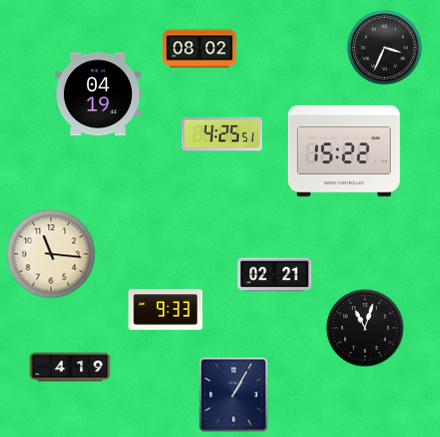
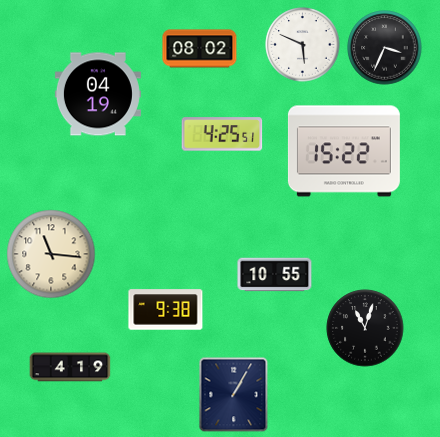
clock at (303, 45): none -> 5:49
clock at (275, 275): 02:21 -> 10:55
clock at (166, 310): 9:33 -> 9:38
